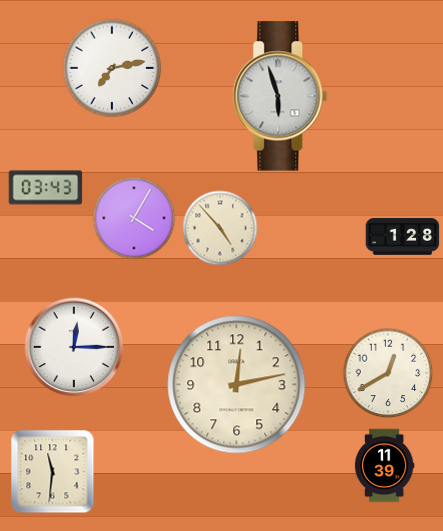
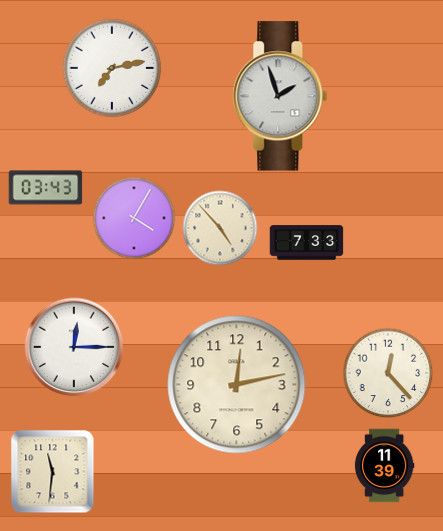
clock at (280, 96): 5:57 -> 1:57
clock at (403, 237): 1:28 -> none
clock at (307, 243): none -> 7:33
clock at (388, 373): 12:40 -> 12:23
